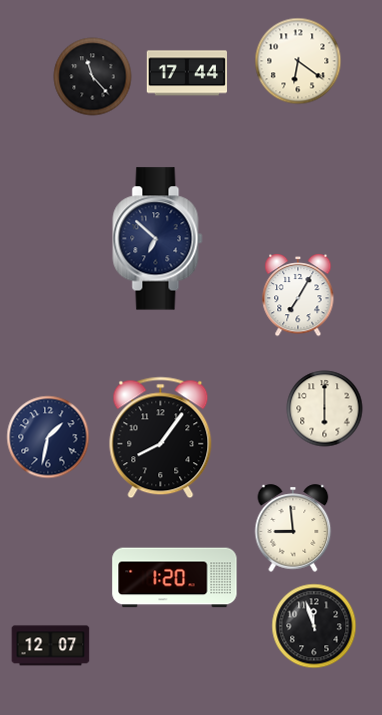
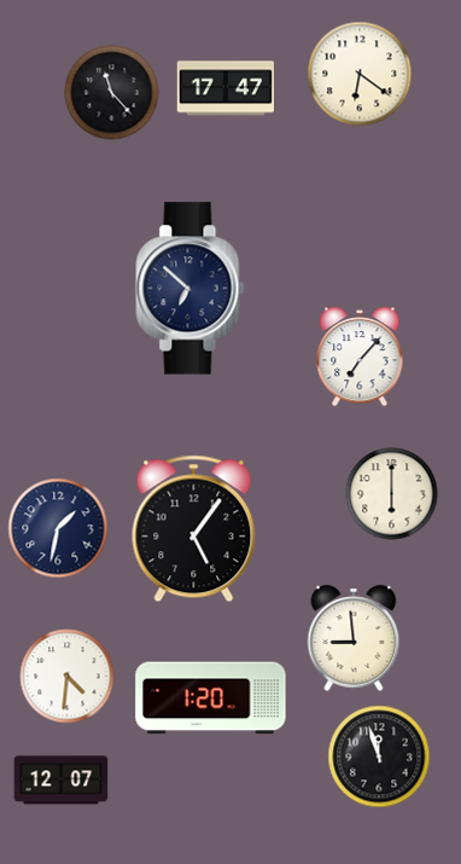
clock at (187, 73): 17:44 -> 17:47
clock at (298, 295): 7:05 -> 7:07
clock at (161, 438): 8:06 -> 5:06
clock at (68, 677): none -> 4:31
